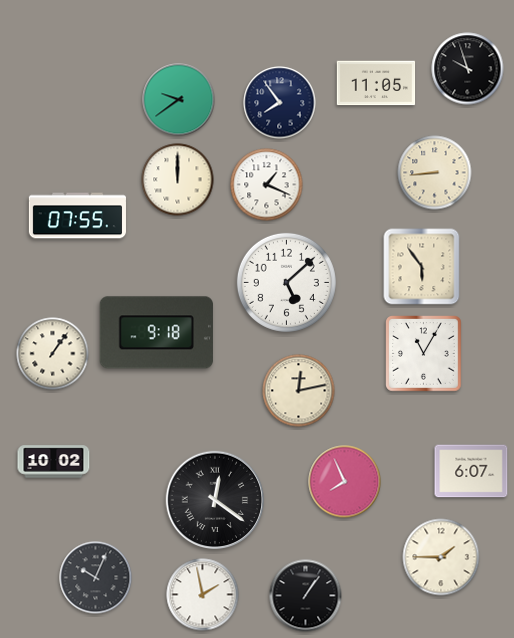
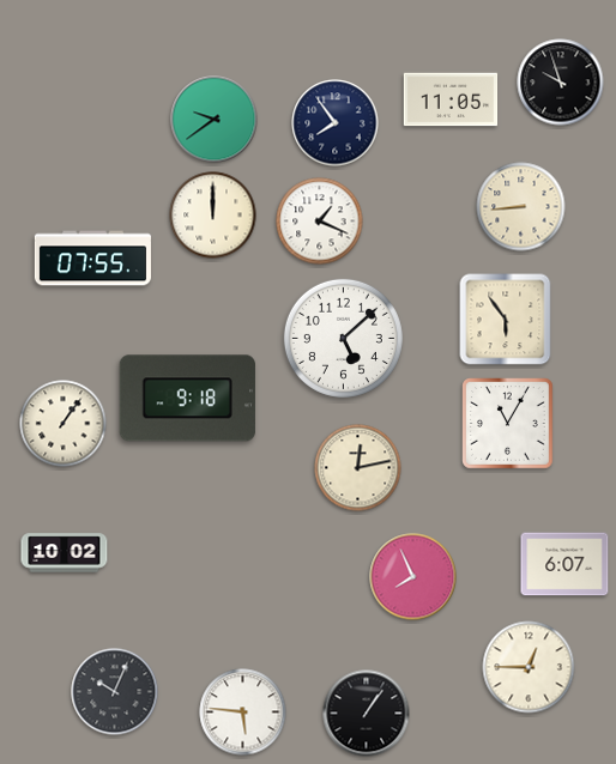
clock at (215, 500): 12:21 -> none
clock at (441, 557): 1:45 -> 12:45
clock at (203, 595): 1:58 -> 5:46
